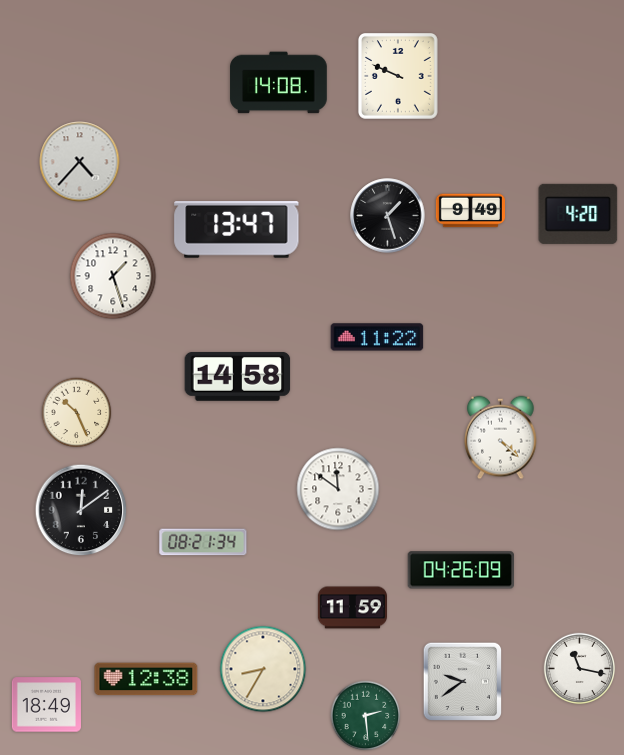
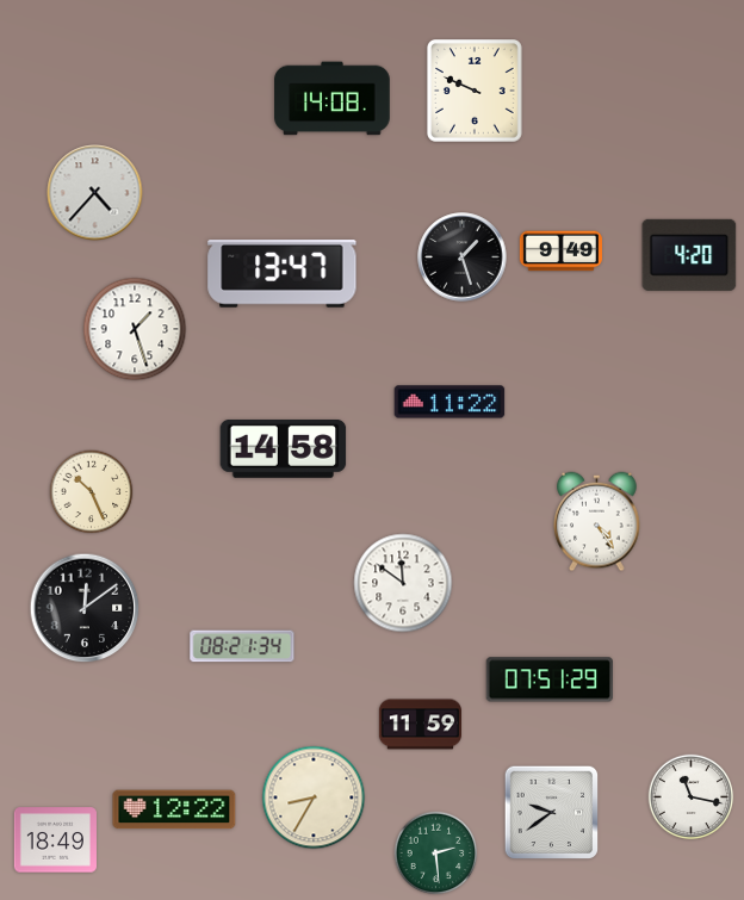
clock at (501, 438): 4:22 -> 4:24
clock at (81, 510) position: (81, 510) -> (85, 608)
clock at (460, 570): 04:26 -> 07:51
clock at (146, 679): 12:38 -> 12:22
